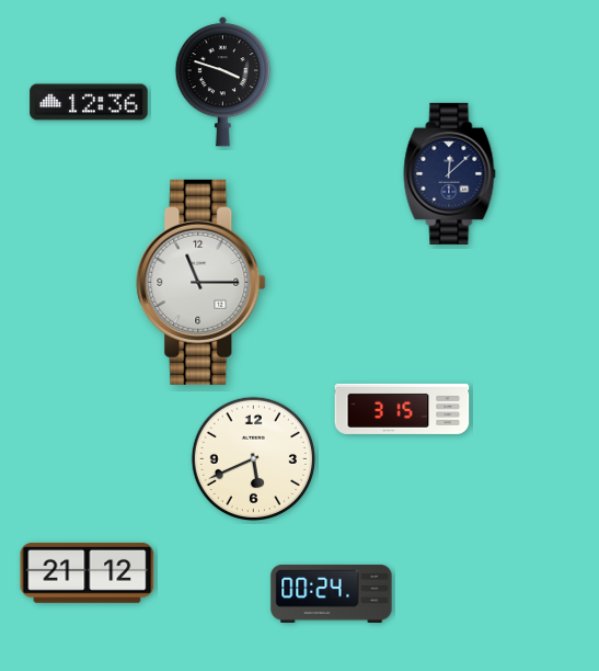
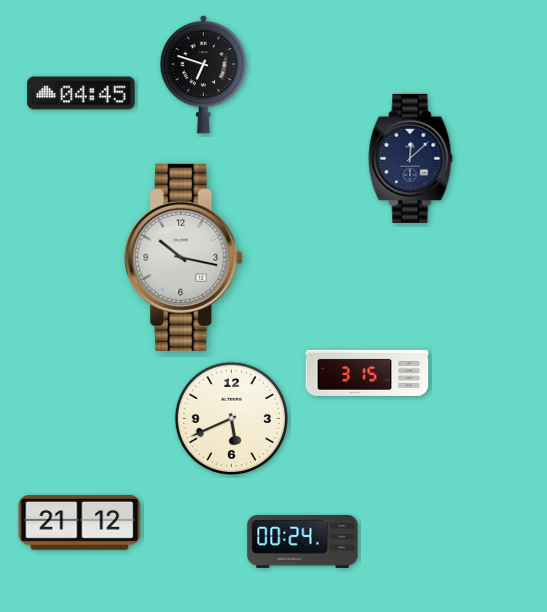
clock at (222, 82): 3:48 -> 6:48
clock at (89, 102): 12:36 -> 04:45
clock at (201, 282): 11:15 -> 10:17
